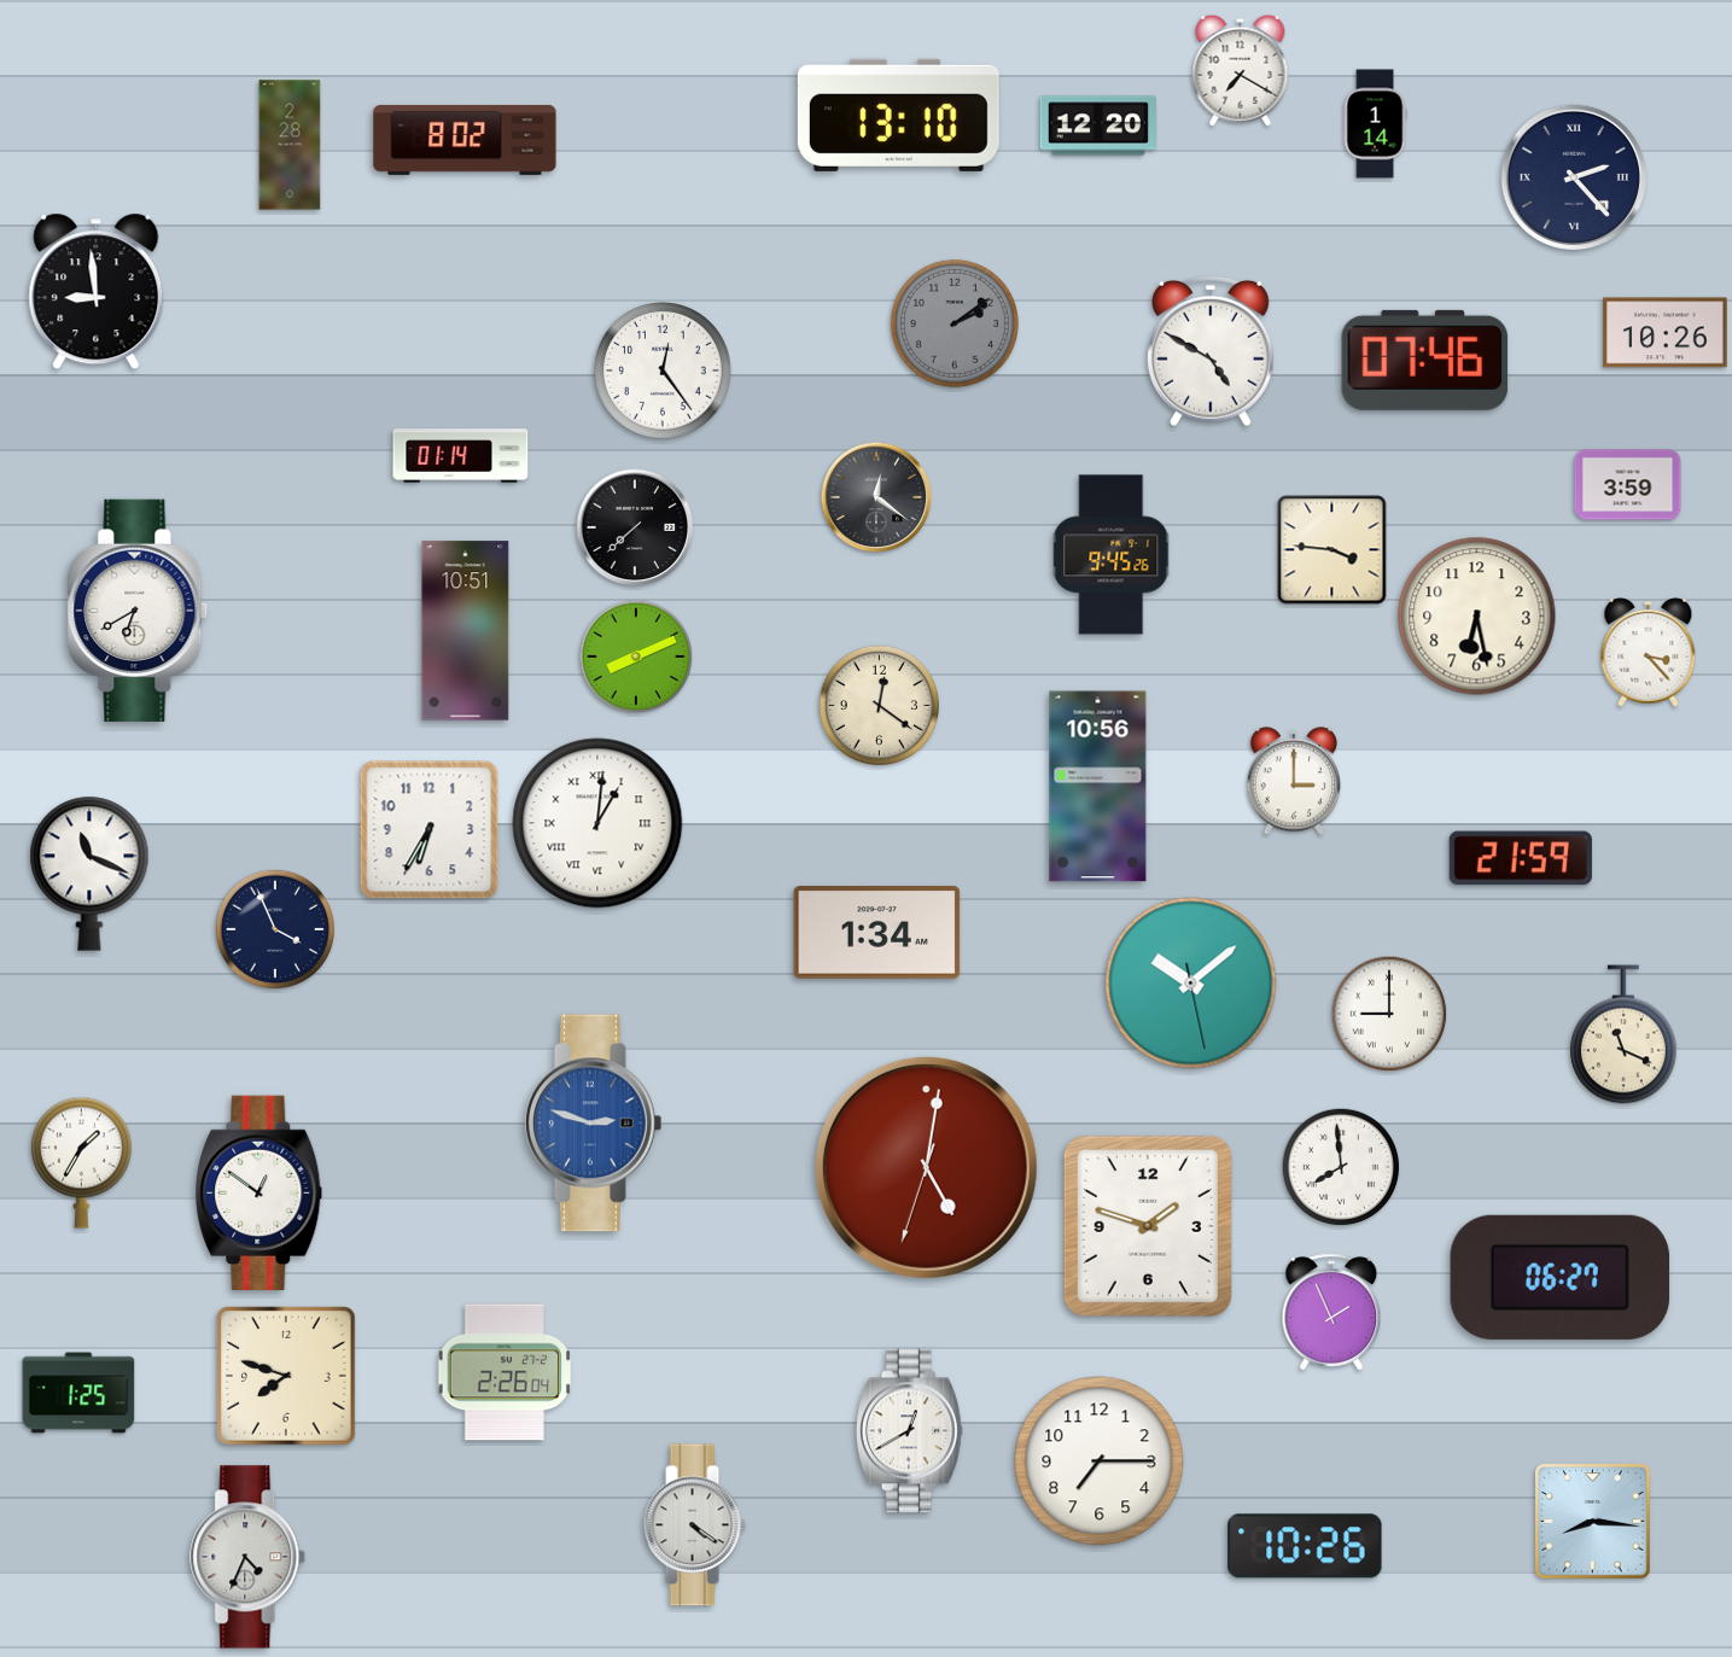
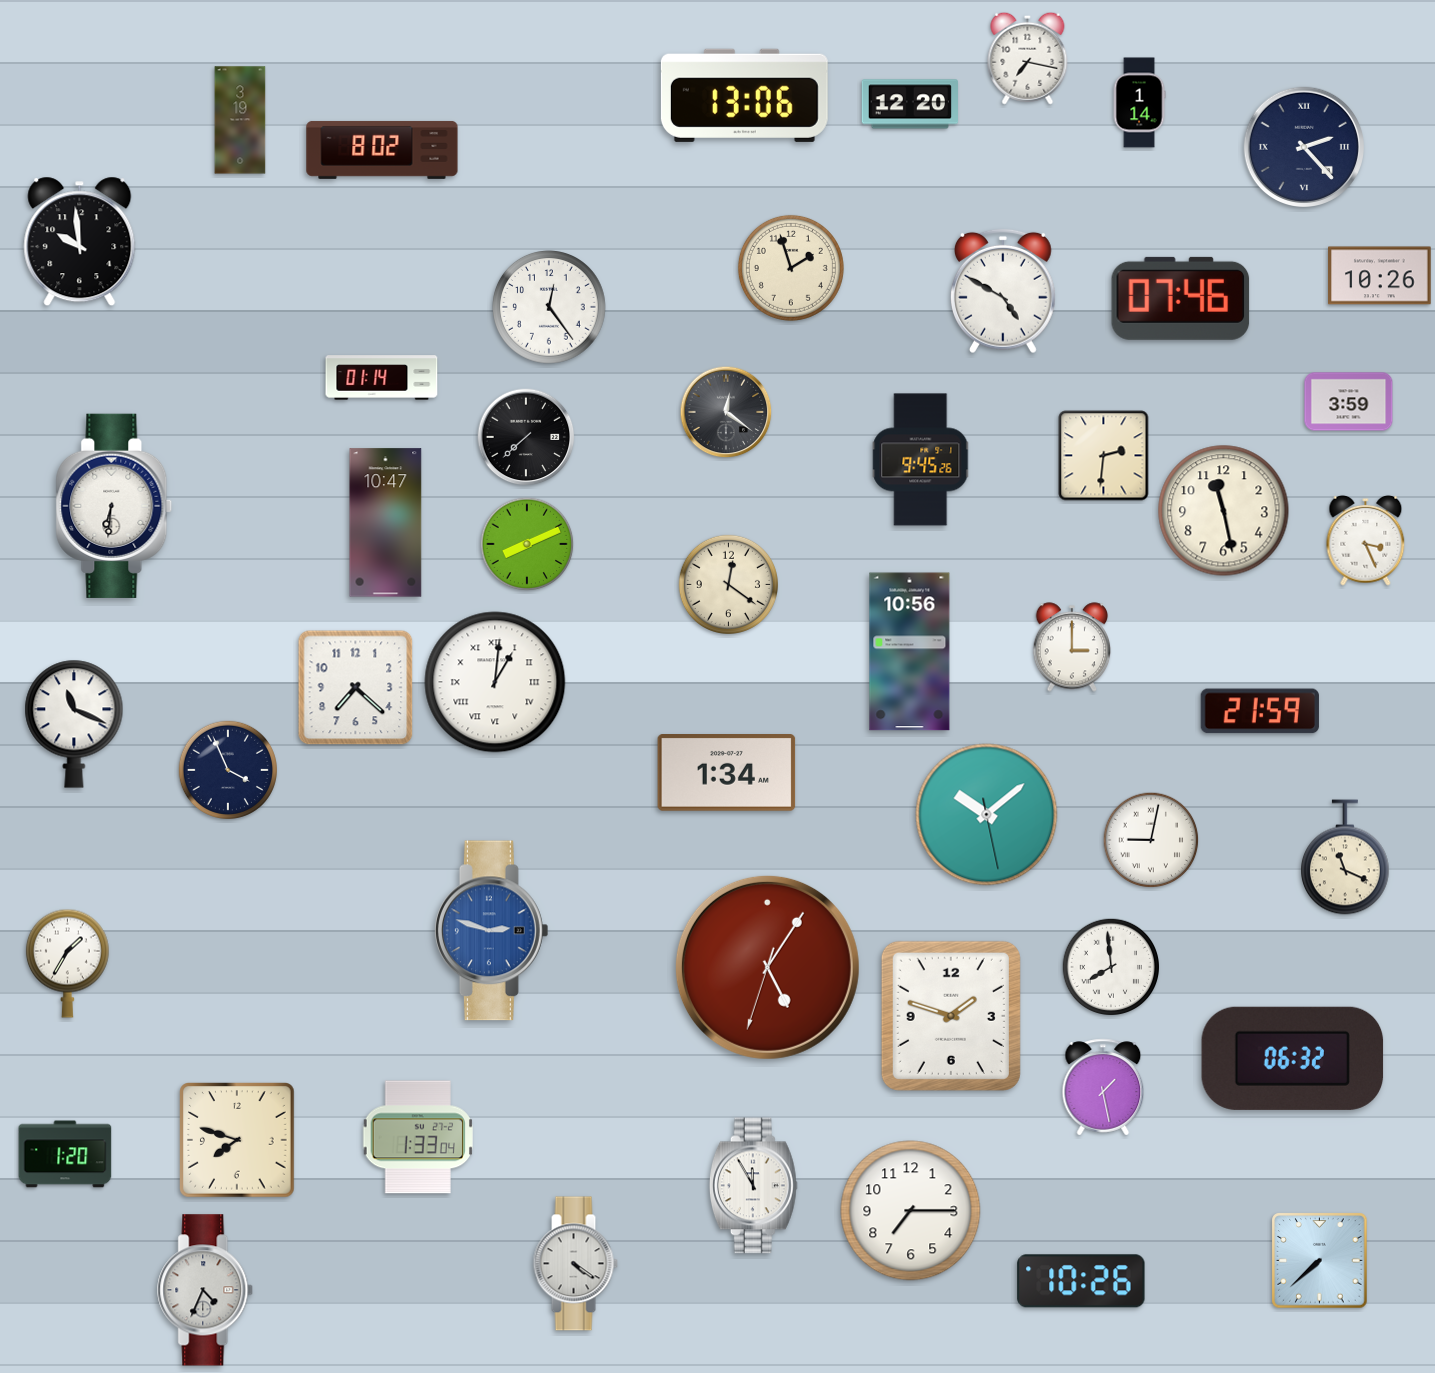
clock at (1241, 70): 7:20 -> 7:17
clock at (898, 115): 13:10 -> 13:06
clock at (465, 140) position: (465, 140) -> (382, 150)
clock at (290, 145): 2:28 -> 3:19
clock at (97, 292): 8:59 -> 9:59
clock at (955, 323): 2:09 -> 1:57
clock at (955, 323) dial: grey -> cream
clock at (1332, 550): 3:46 -> 2:31
clock at (138, 611): 6:40 -> 6:31
clock at (1477, 617): 6:28 -> 11:28
clock at (466, 631): 10:51 -> 10:47
clock at (1649, 652): 3:23 -> 3:26
clock at (430, 830): 6:35 -> 7:22
clock at (1389, 1014): 9:00 -> 9:02
clock at (926, 1167): 5:01 -> 5:05
clock at (259, 1192): 12:51 -> none
clock at (1561, 1277): 06:27 -> 06:32
clock at (1331, 1312): 1:56 -> 1:28
clock at (503, 1372): 2:26 -> 1:33
clock at (78, 1393): 1:25 -> 1:20
clock at (909, 1431): 12:40 -> 11:55
clock at (1593, 1522): 8:16 -> 7:38
